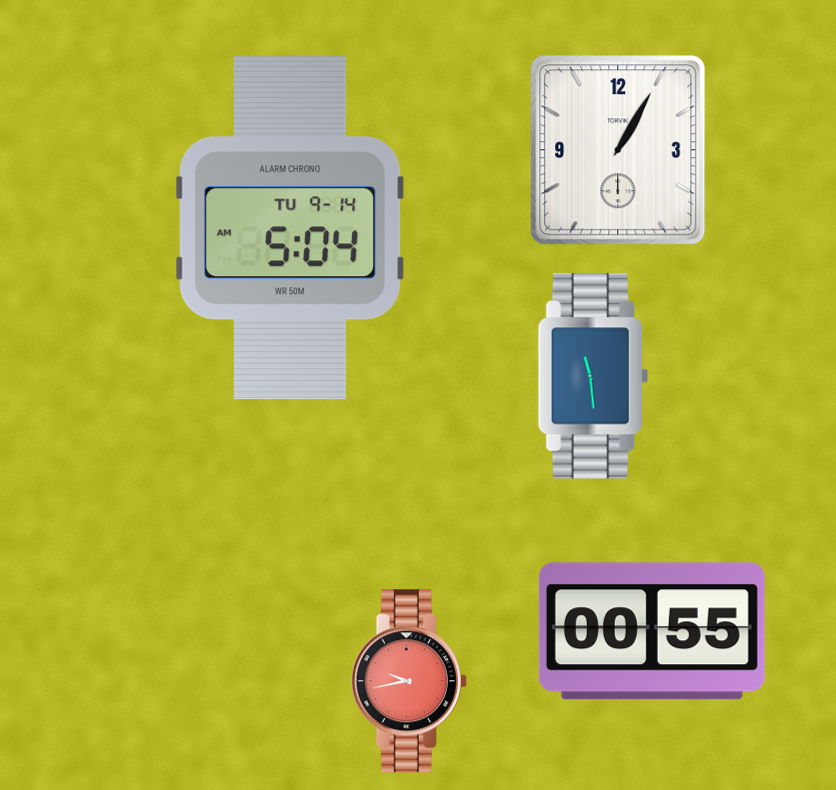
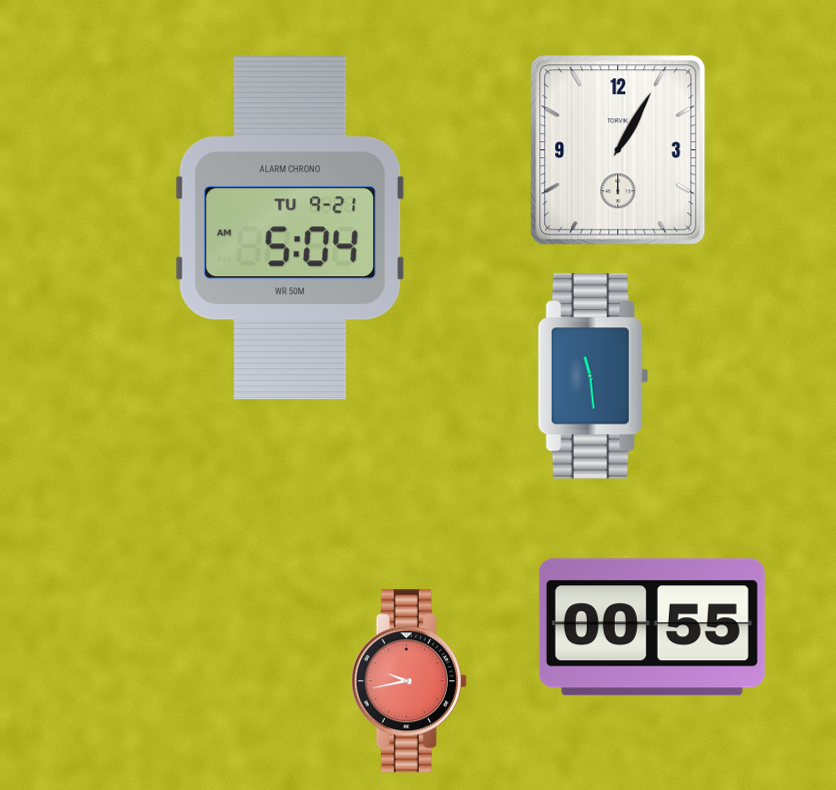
clock at (289, 228) date: TU 9-14 -> TU 9-21
clock at (652, 631) position: (652, 631) -> (652, 627)
